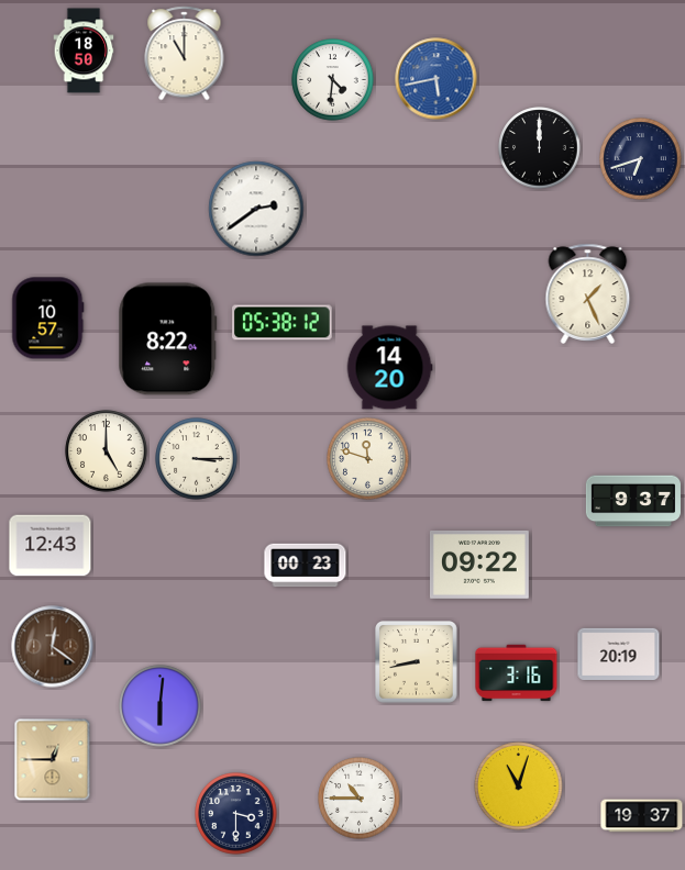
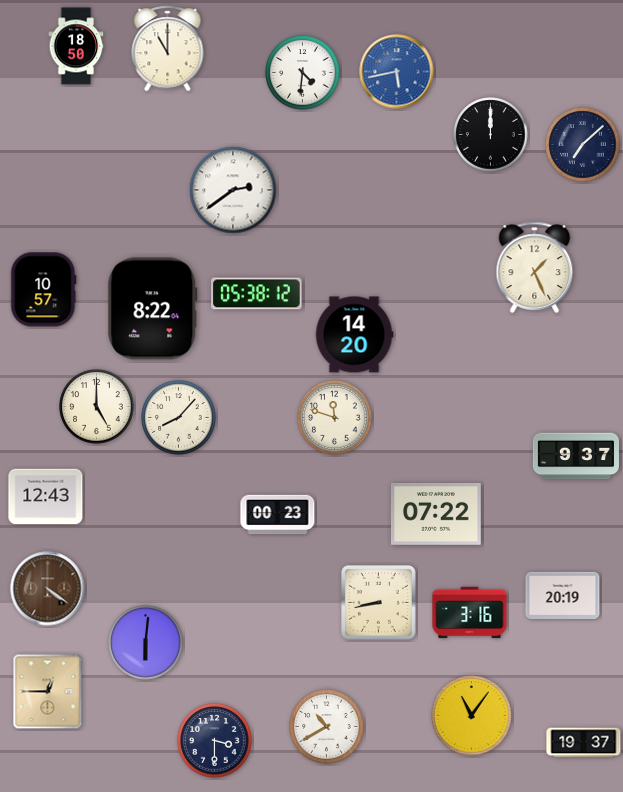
clock at (641, 159): 6:42 -> 7:08
clock at (107, 451) position: (107, 451) -> (97, 407)
clock at (197, 459): 3:15 -> 8:07
clock at (479, 565): 09:22 -> 07:22
clock at (53, 647): 12:21 -> 4:21
clock at (519, 787): 11:03 -> 11:06
clock at (360, 799): 10:45 -> 10:40
